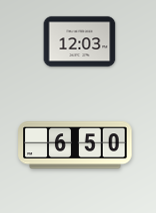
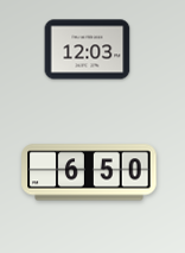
clock at (80, 42) position: (80, 42) -> (88, 50)
